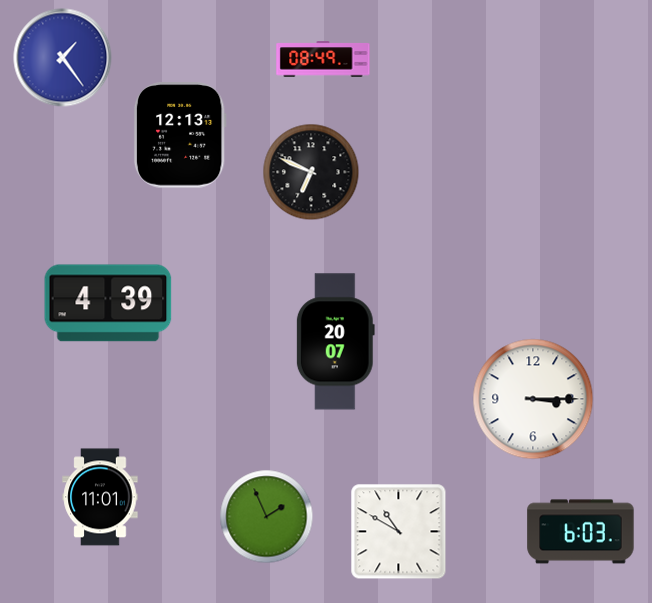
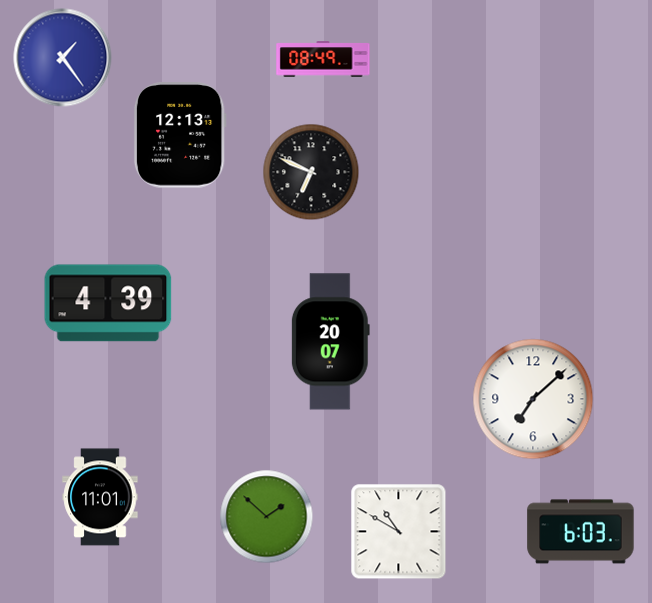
clock at (335, 342) position: (335, 342) -> (330, 342)
clock at (533, 399): 3:15 -> 7:08
clock at (267, 517): 1:56 -> 1:52
